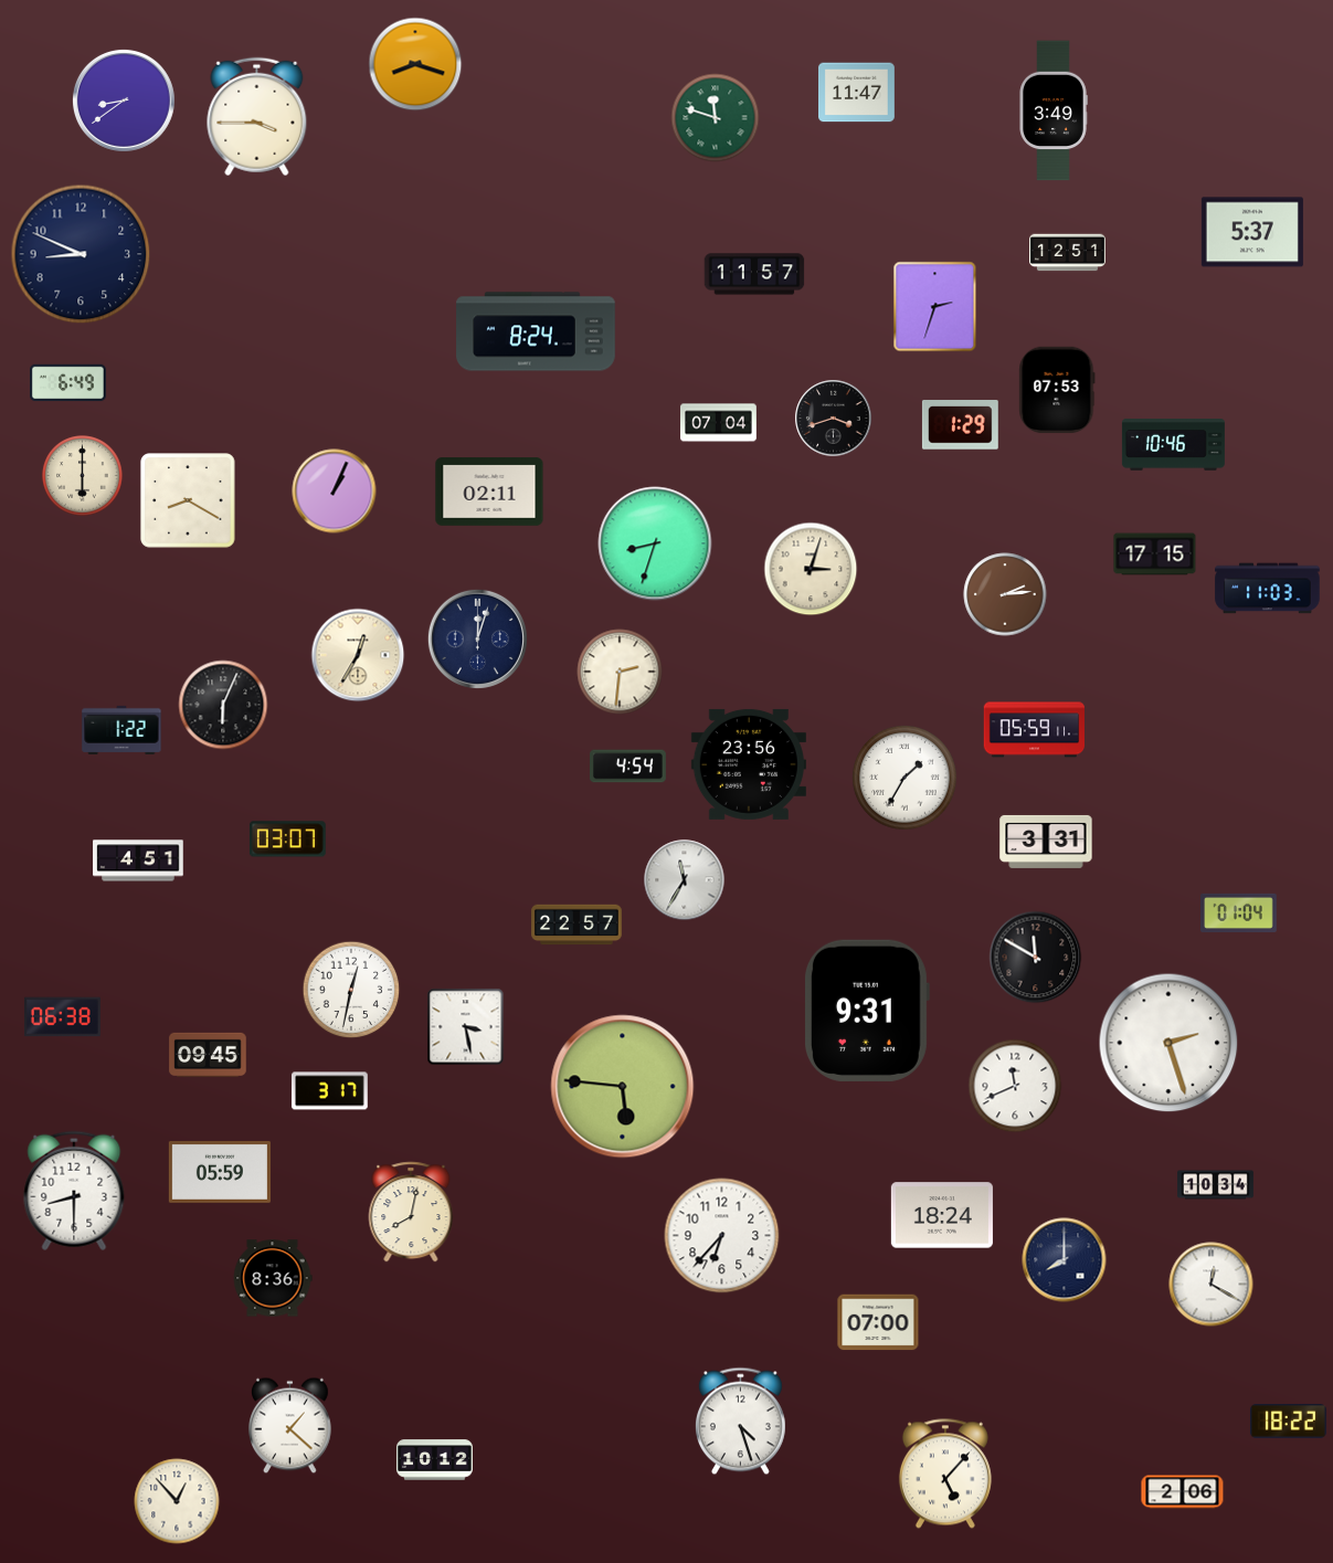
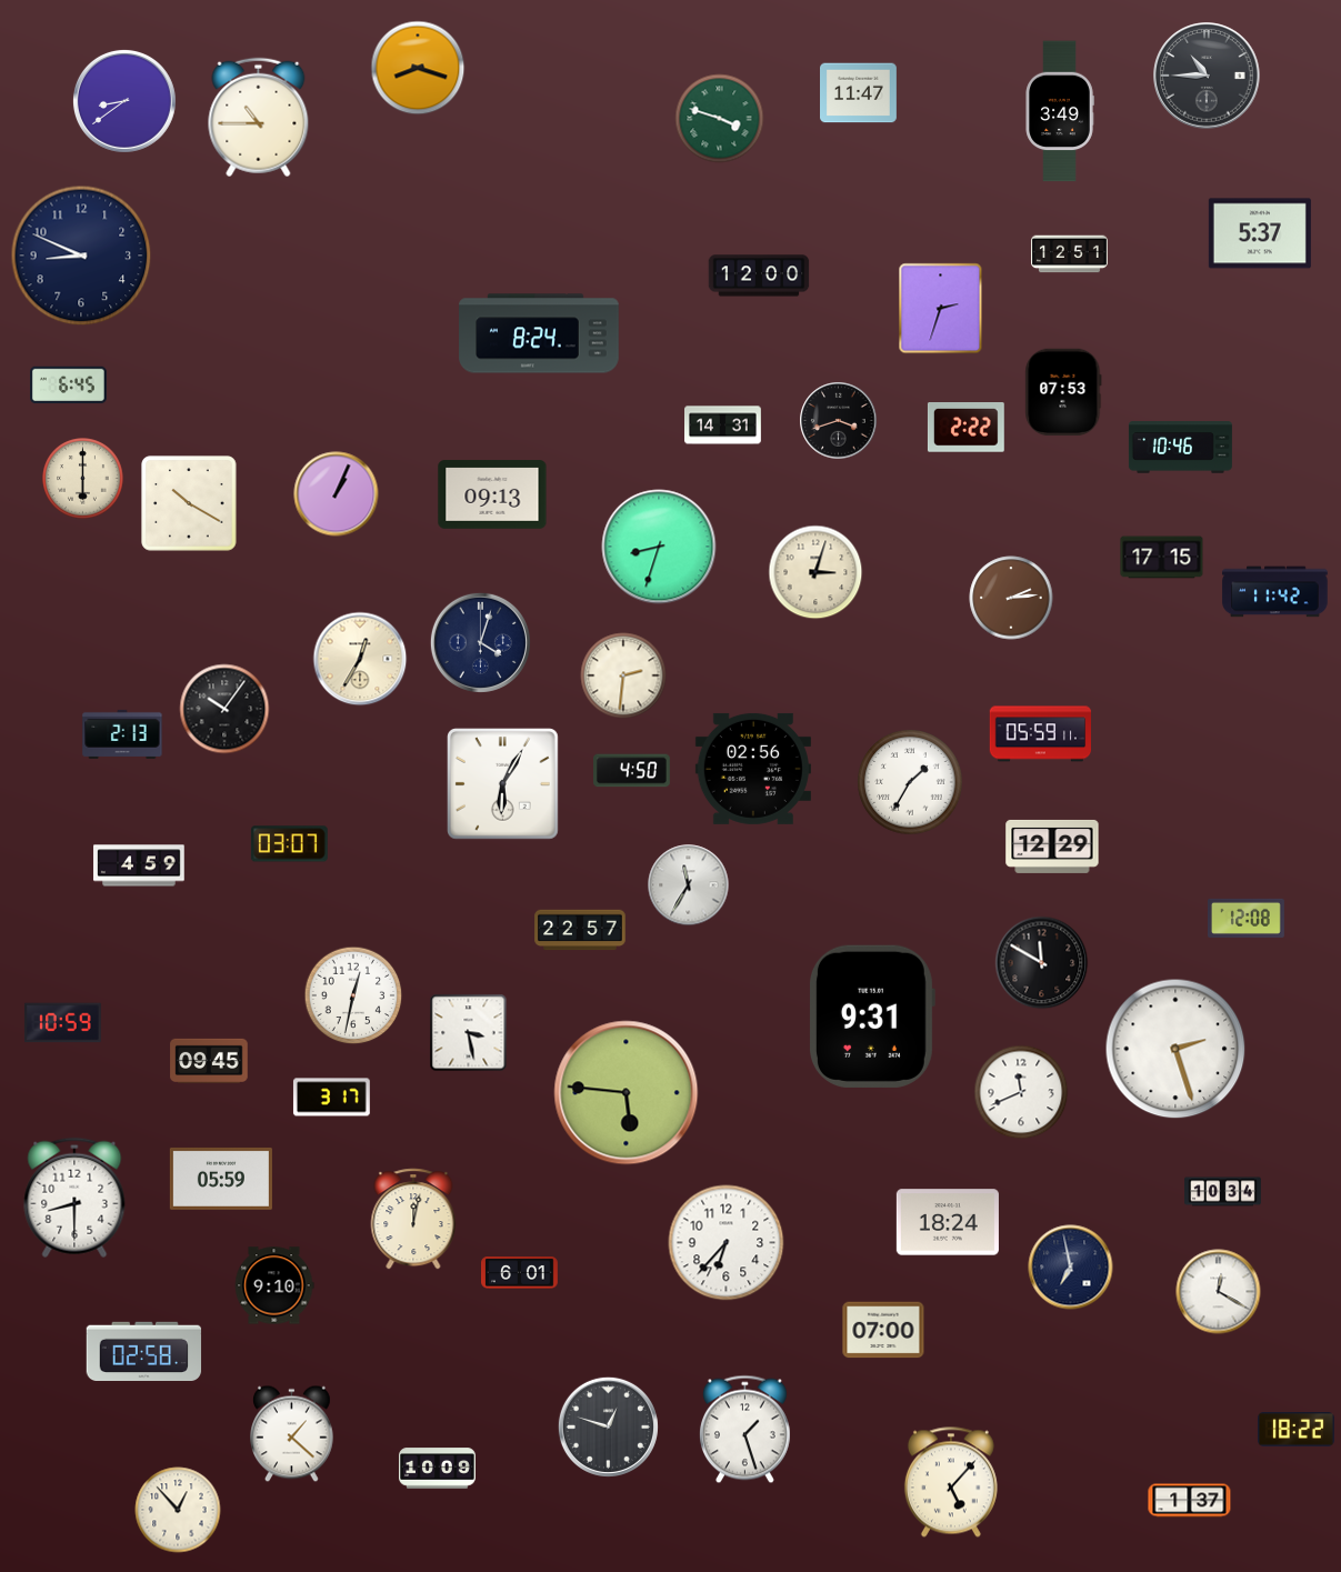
clock at (415, 64) position: (415, 64) -> (418, 68)
clock at (1207, 76): none -> 10:45
clock at (857, 93) position: (857, 93) -> (859, 93)
clock at (257, 117): 3:45 -> 10:45
clock at (716, 118): 11:48 -> 3:48
clock at (1068, 253) position: (1068, 253) -> (1070, 254)
clock at (754, 274): 11:57 -> 12:00
clock at (68, 383): 6:49 -> 6:45
clock at (719, 423): 07:04 -> 14:31
clock at (960, 425): 1:29 -> 2:22
clock at (489, 492): 02:11 -> 09:13
clock at (188, 500): 8:20 -> 10:20
clock at (1268, 589): 11:03 -> 11:42
clock at (477, 638): 12:03 -> 4:03
clock at (223, 705): 6:04 -> 10:06
clock at (121, 730): 1:22 -> 2:13
clock at (749, 764): 23:56 -> 02:56
clock at (628, 767): 4:54 -> 4:50
clock at (503, 784): none -> 6:05
clock at (1046, 842): 3:31 -> 12:29
clock at (138, 860): 4:51 -> 4:59
clock at (1239, 912): 01:04 -> 12:08
clock at (62, 1017): 06:38 -> 10:59
clock at (411, 1212): 8:02 -> 12:02
clock at (1065, 1260): 8:00 -> 6:58
clock at (520, 1273): none -> 6:01
clock at (273, 1278): 8:36 -> 9:10
clock at (144, 1351): none -> 02:58
clock at (608, 1426): none -> 12:48
clock at (740, 1422): 4:27 -> 1:27
clock at (435, 1460): 10:12 -> 10:09
clock at (1183, 1492): 2:06 -> 1:37
